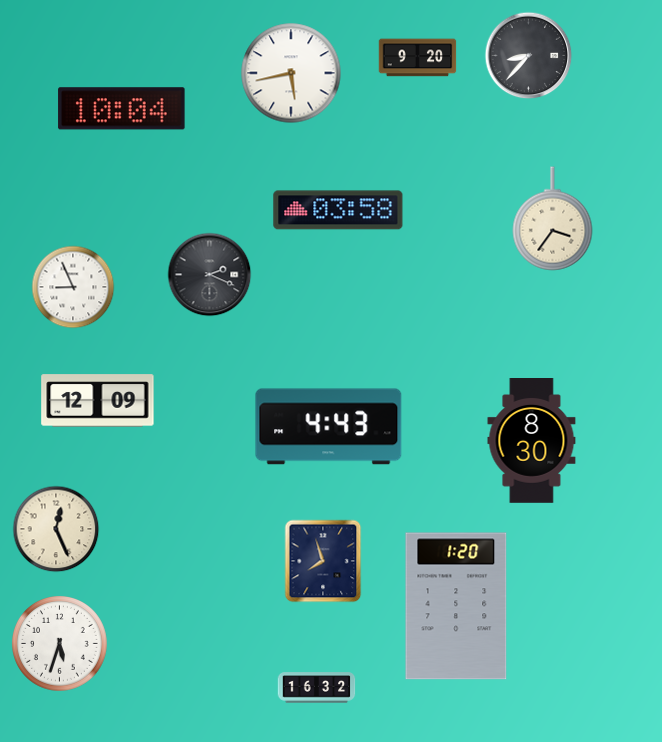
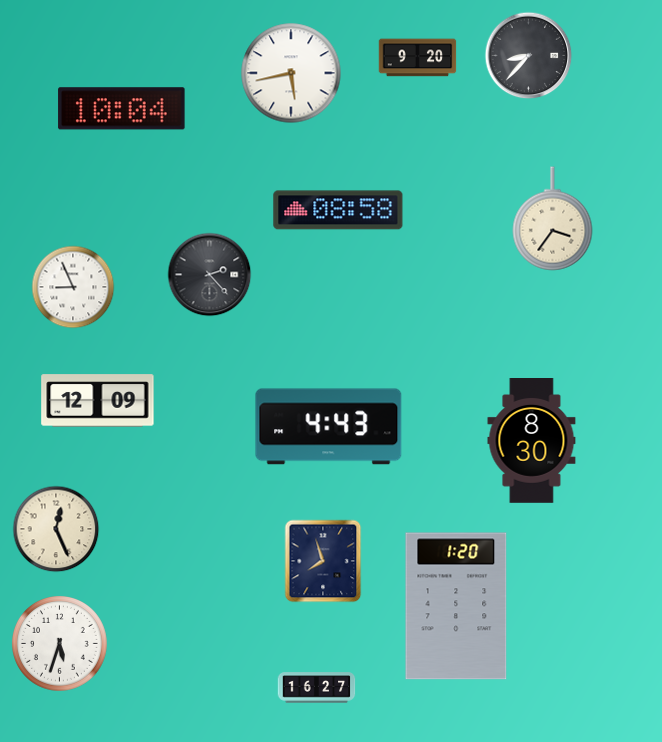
clock at (338, 210): 03:58 -> 08:58
clock at (210, 275): 2:19 -> 2:23
clock at (317, 688): 16:32 -> 16:27
